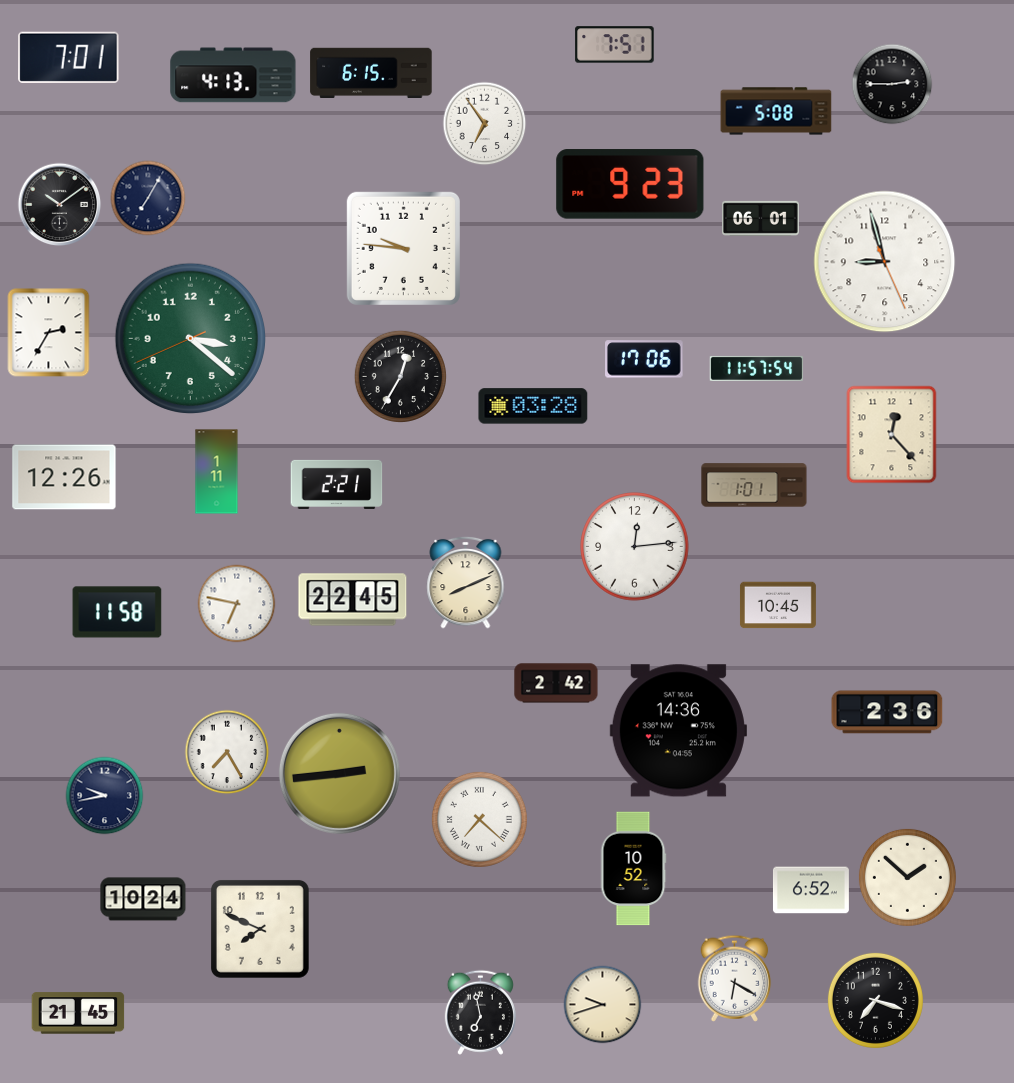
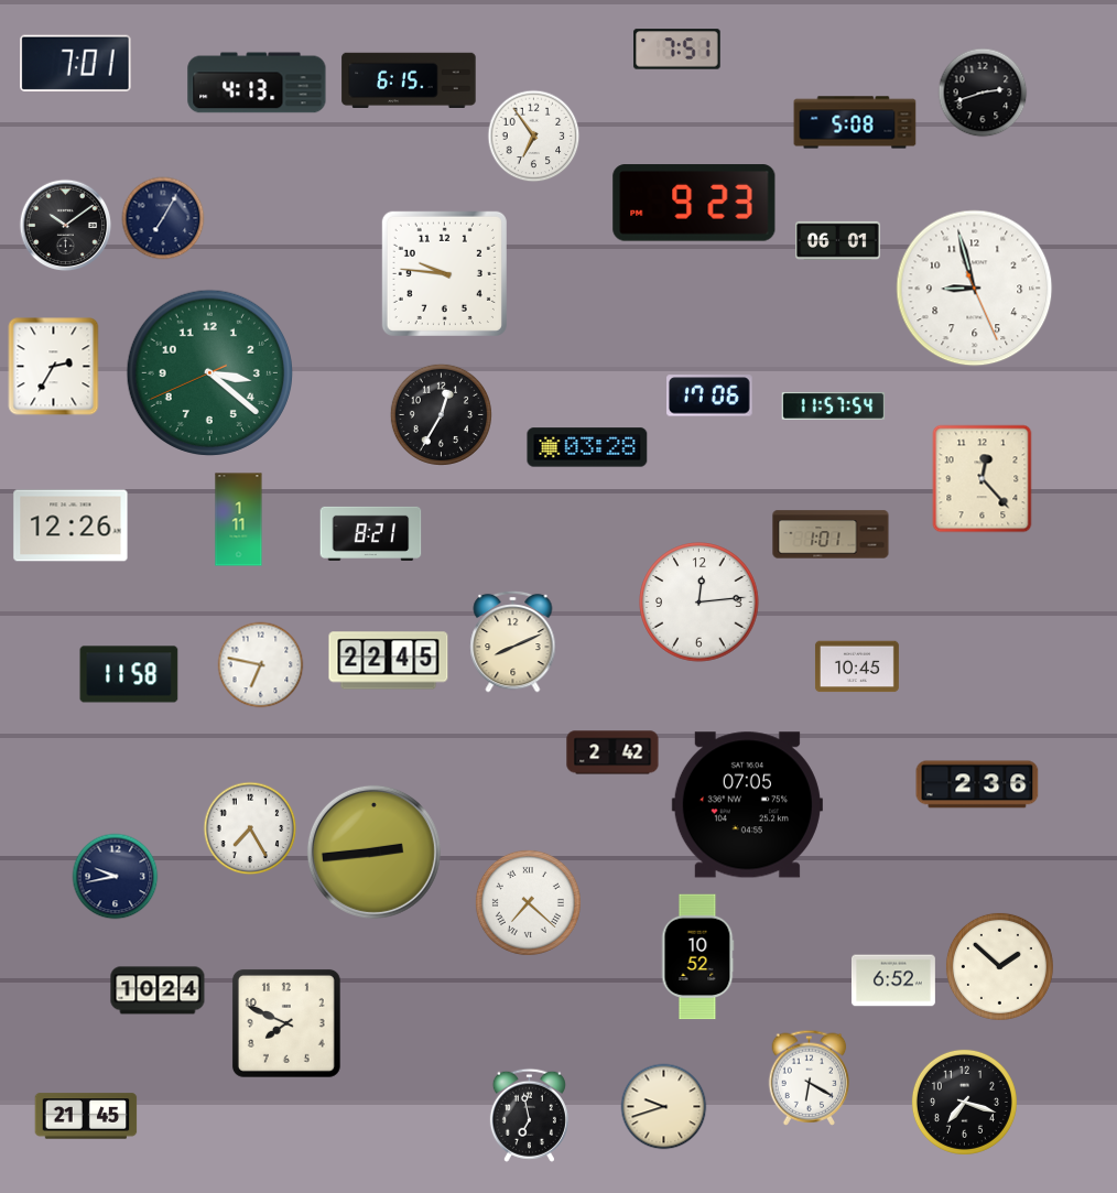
clock at (892, 84): 2:45 -> 2:42
clock at (337, 484): 2:21 -> 8:21
clock at (678, 731): 14:36 -> 07:05
